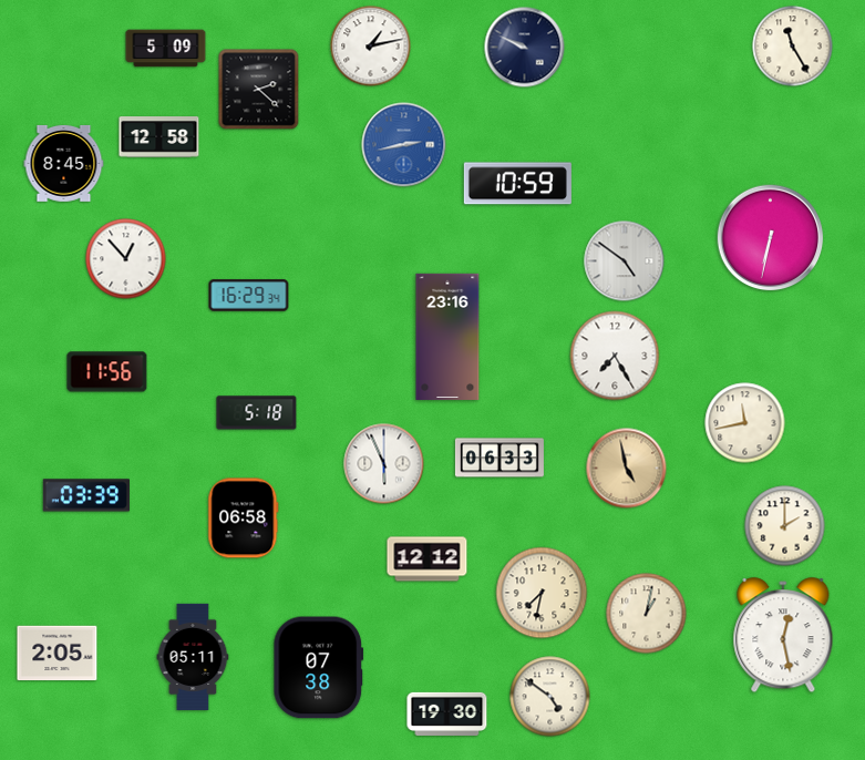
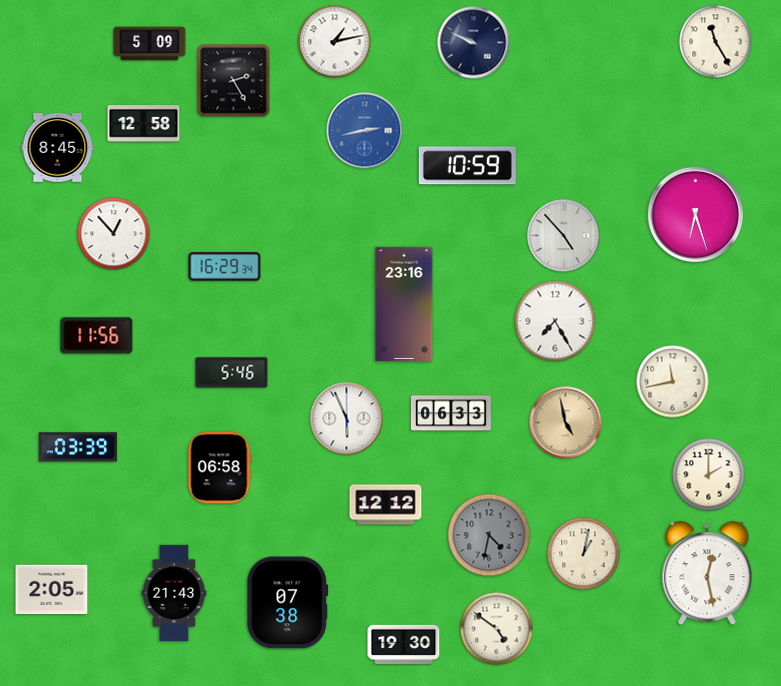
clock at (259, 90): 2:22 -> 2:25
clock at (771, 238): 6:32 -> 6:27
clock at (625, 261): 4:51 -> 4:53
clock at (257, 413): 5:18 -> 5:46
clock at (542, 593): 7:32 -> 4:32
clock at (542, 593) dial: cream -> grey
clock at (193, 656): 05:11 -> 21:43
